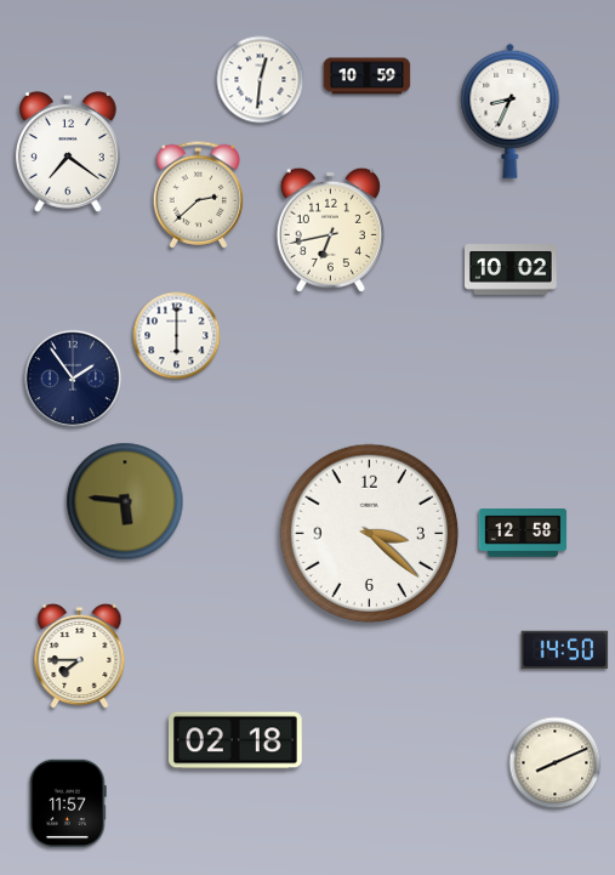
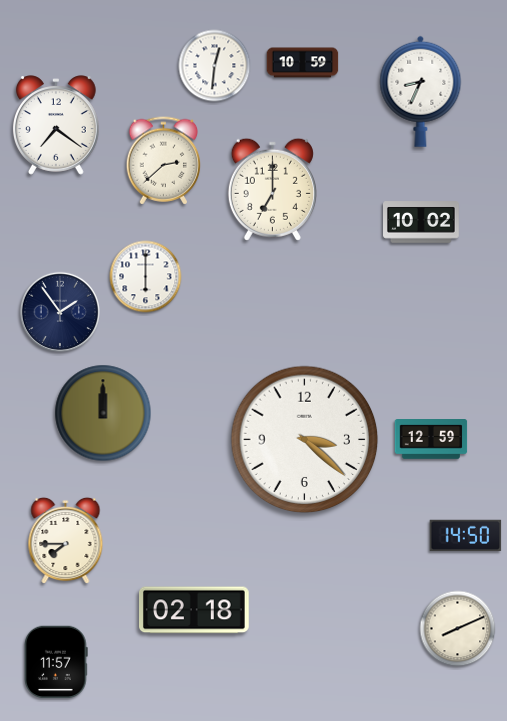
clock at (330, 229): 6:43 -> 7:00
clock at (125, 501): 5:46 -> 12:00
clock at (523, 533): 12:58 -> 12:59
